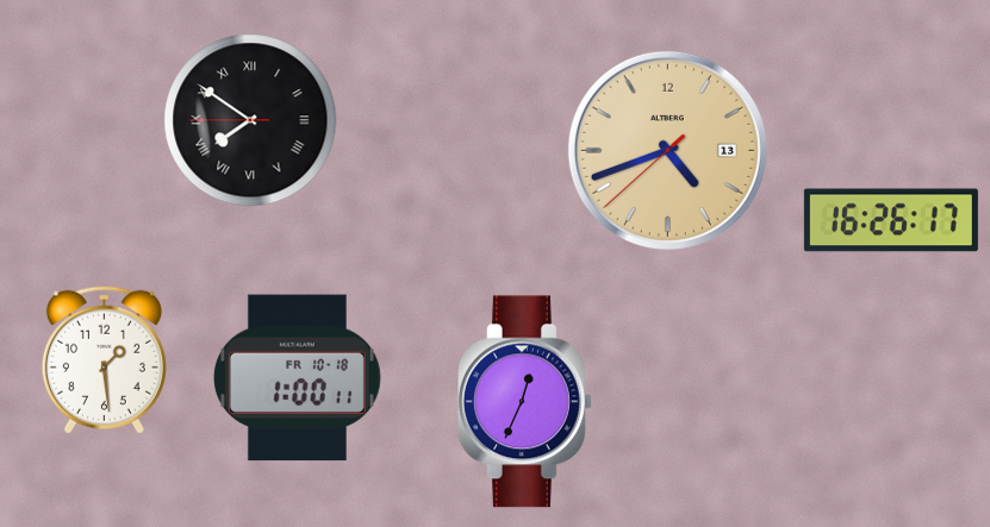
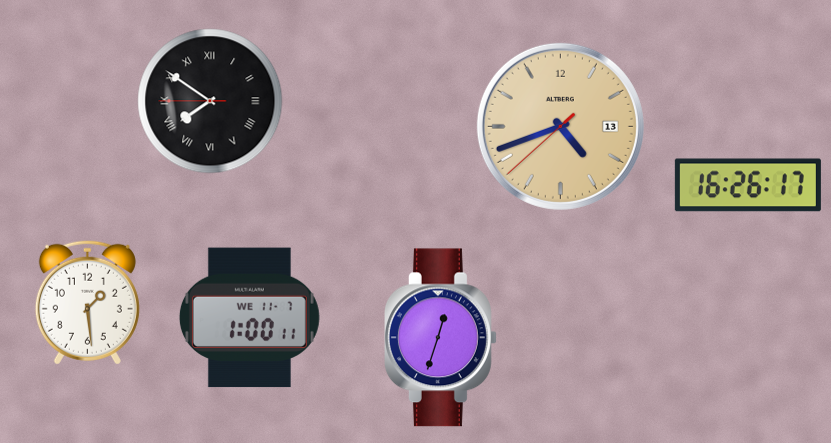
clock at (297, 378) date: FR 10-18 -> WE 11-7
clock at (524, 402): 12:34 -> 12:33
